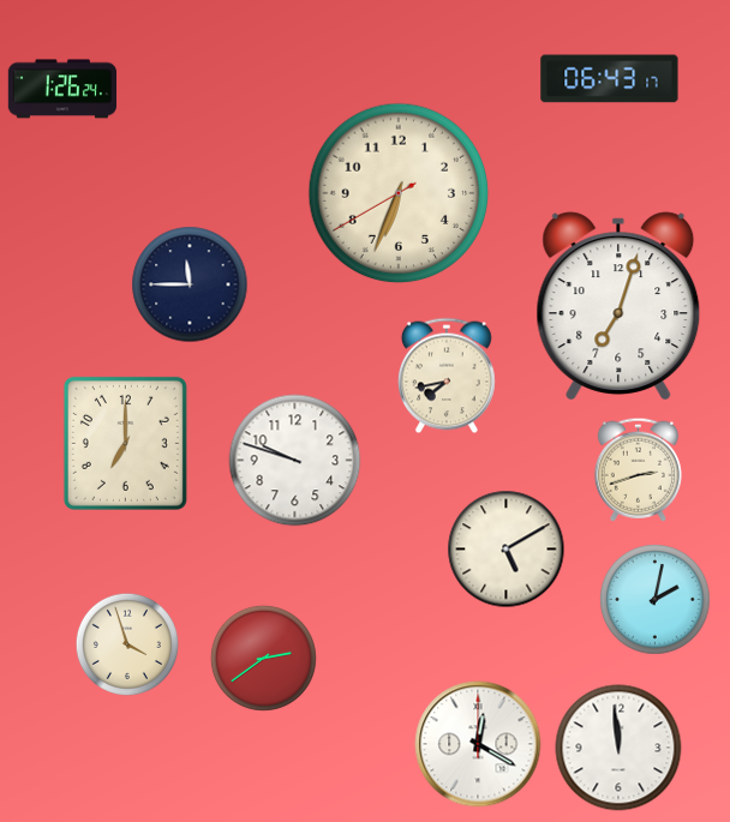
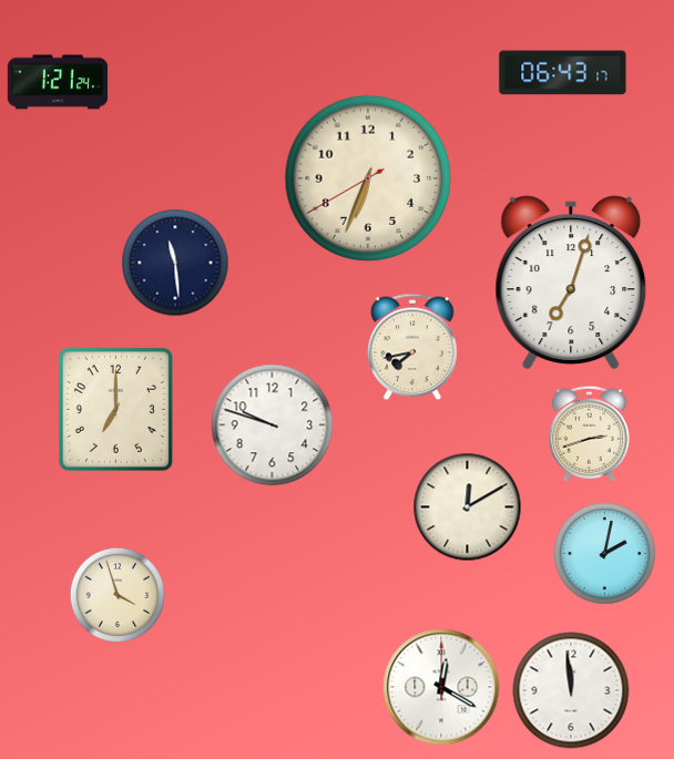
clock at (61, 89): 1:26 -> 1:21
clock at (190, 284): 11:45 -> 11:29
clock at (507, 550): 5:10 -> 12:10
clock at (263, 658): 2:39 -> none
